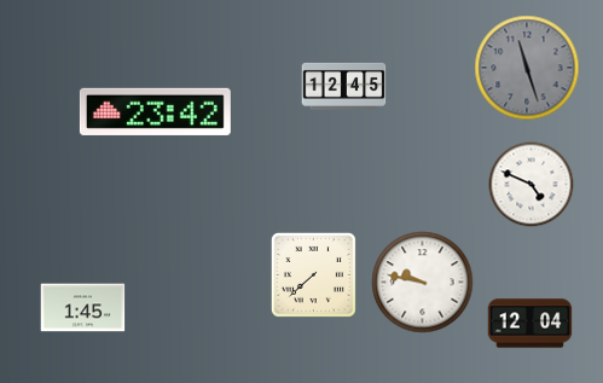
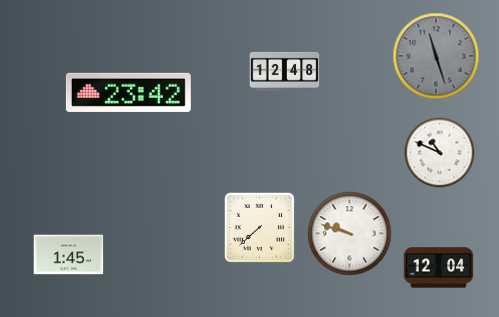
clock at (344, 86): 12:45 -> 12:48
clock at (532, 185): 4:49 -> 10:49
clock at (423, 283): 9:47 -> 9:48
